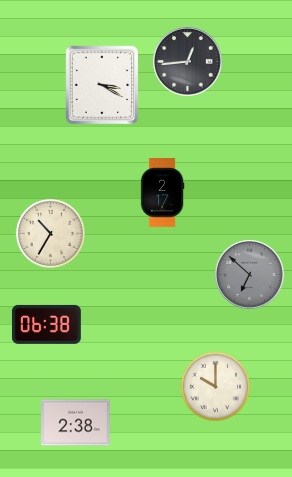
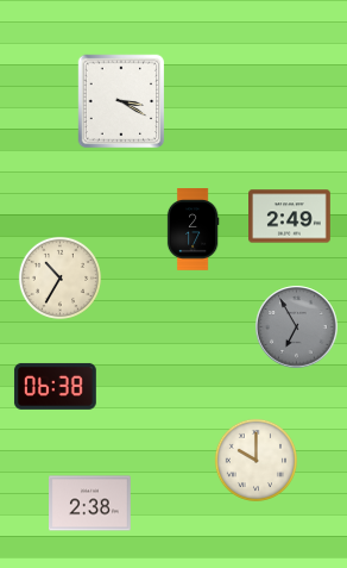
clock at (188, 62): 12:44 -> none
clock at (290, 217): none -> 2:49
clock at (250, 275): 6:52 -> 6:55
